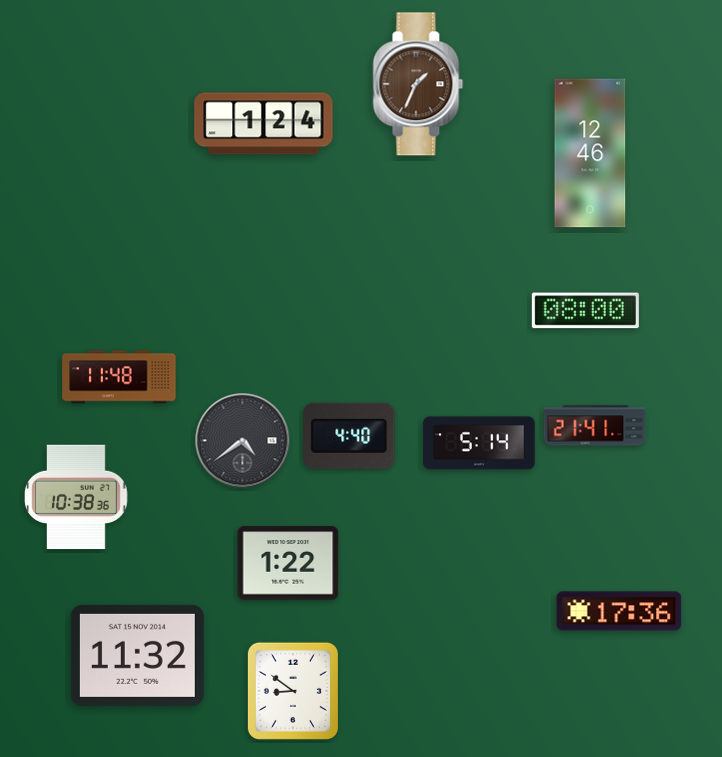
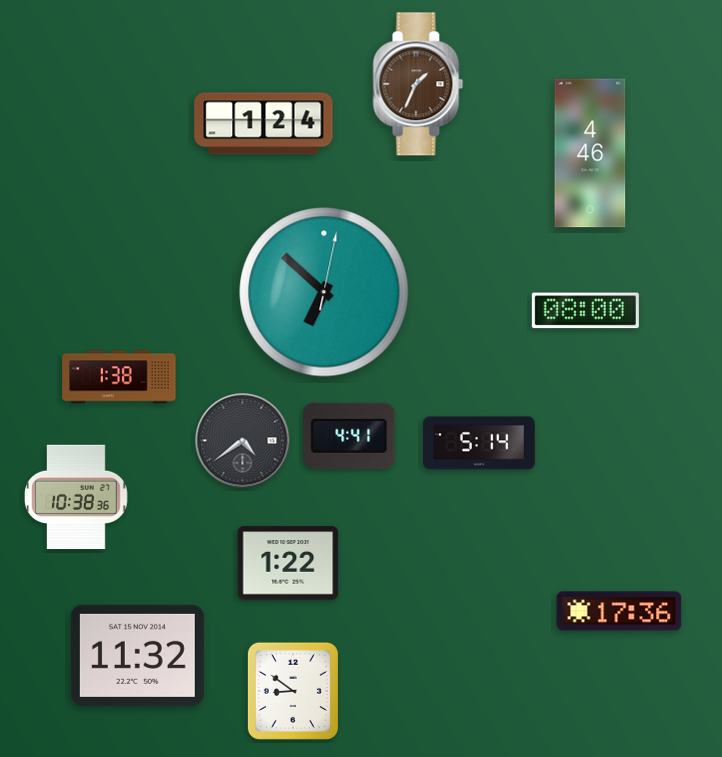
clock at (590, 153): 12:46 -> 4:46
clock at (324, 292): none -> 6:52
clock at (119, 377): 11:48 -> 1:38
clock at (595, 426): 21:41 -> none
clock at (349, 436): 4:40 -> 4:41
